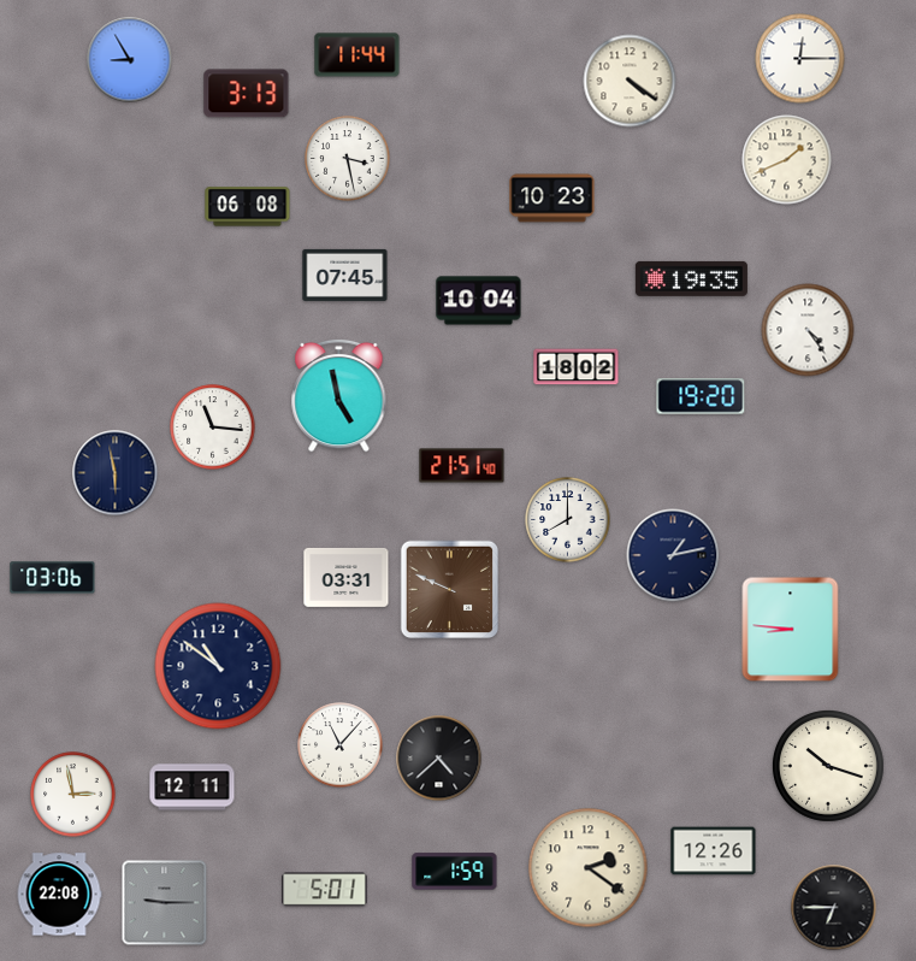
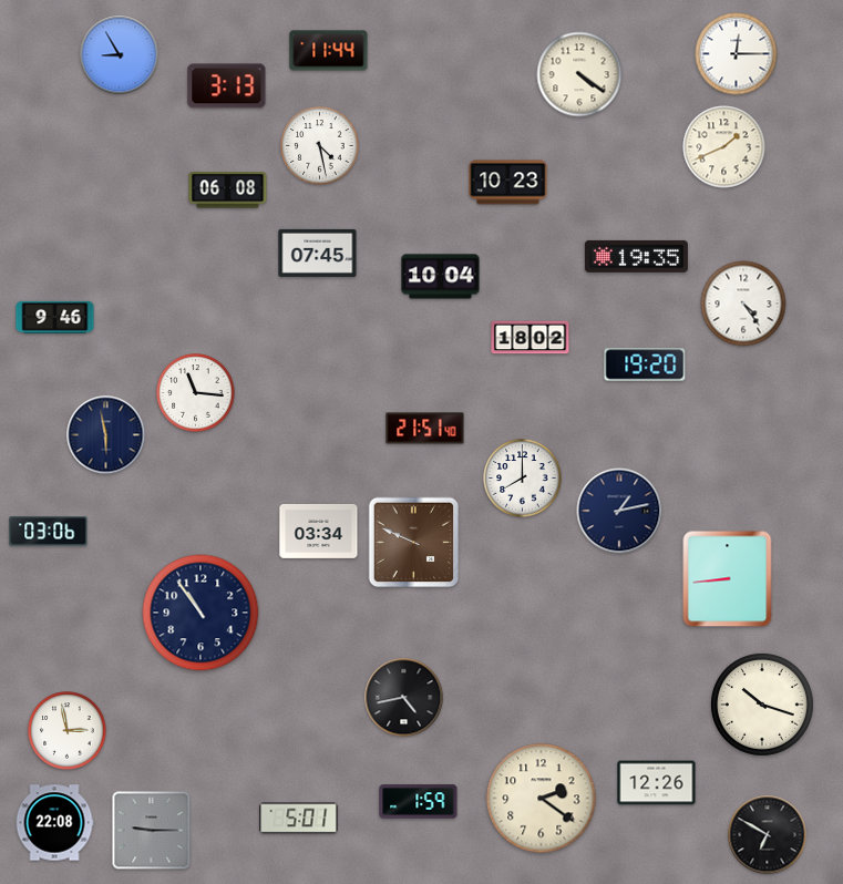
clock at (348, 159): 3:28 -> 4:28
clock at (55, 317): none -> 9:46
clock at (339, 395): 4:58 -> none
clock at (347, 577): 03:31 -> 03:34
clock at (791, 630): 8:46 -> 8:44
clock at (218, 666): 10:51 -> 10:54
clock at (341, 745): 11:07 -> none
clock at (439, 759): 4:38 -> 4:43
clock at (193, 788): 12:11 -> none
clock at (834, 908): 6:45 -> 6:50
